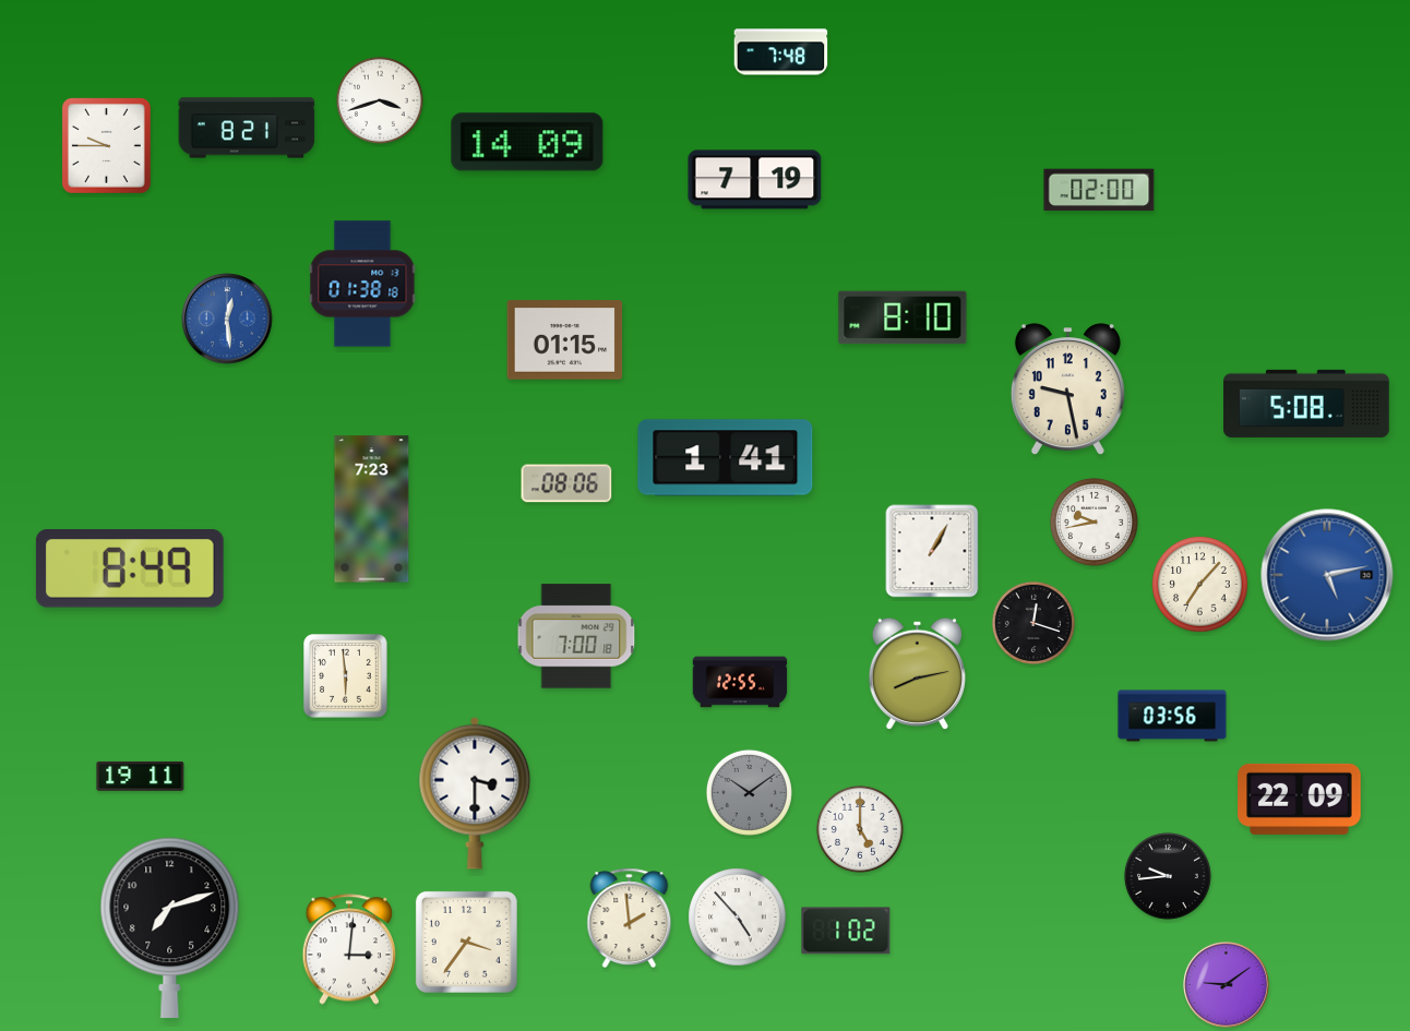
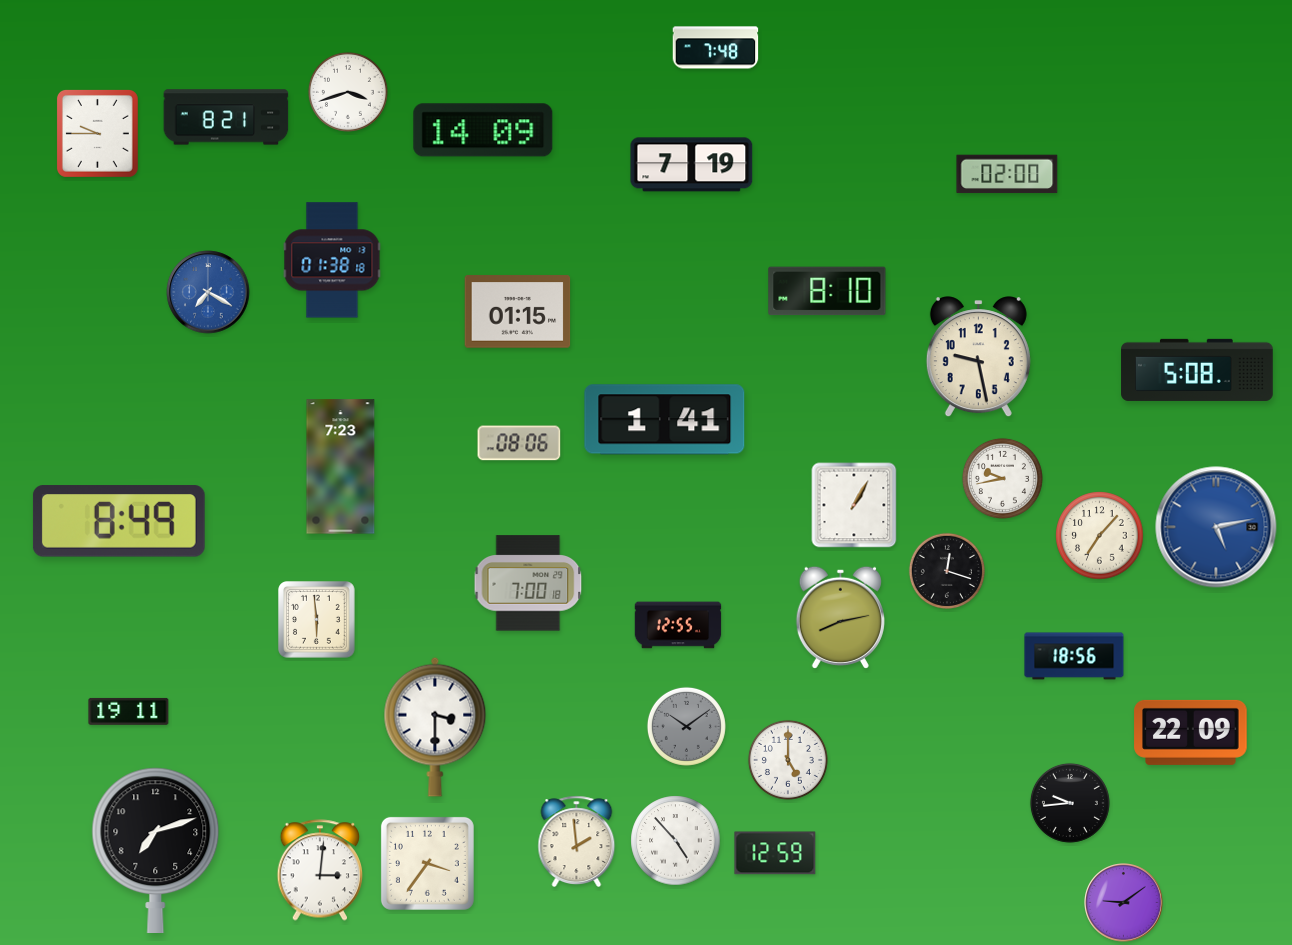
clock at (227, 319): 12:29 -> 7:20
clock at (1172, 716): 03:56 -> 18:56
clock at (846, 931): 1:02 -> 12:59
